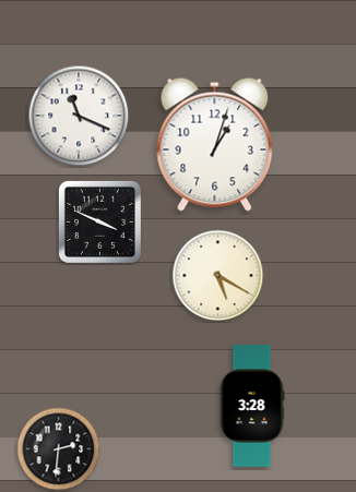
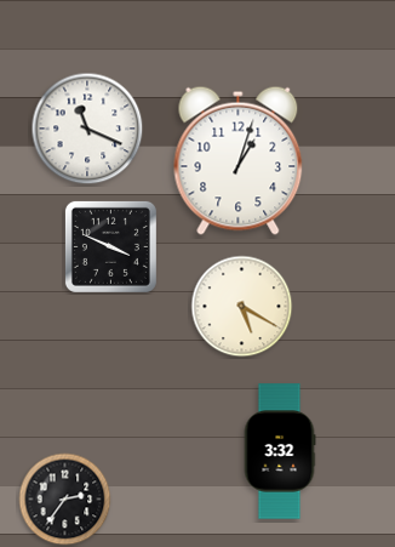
clock at (252, 406): 3:28 -> 3:32
clock at (59, 449): 2:31 -> 2:36
